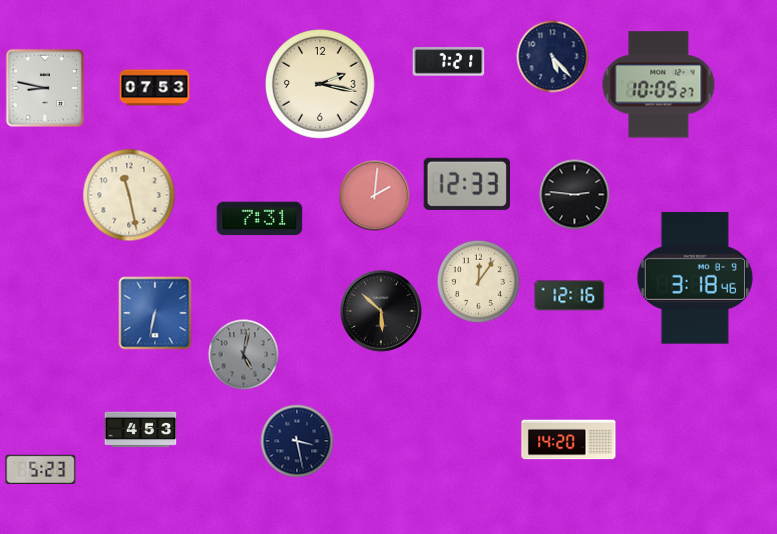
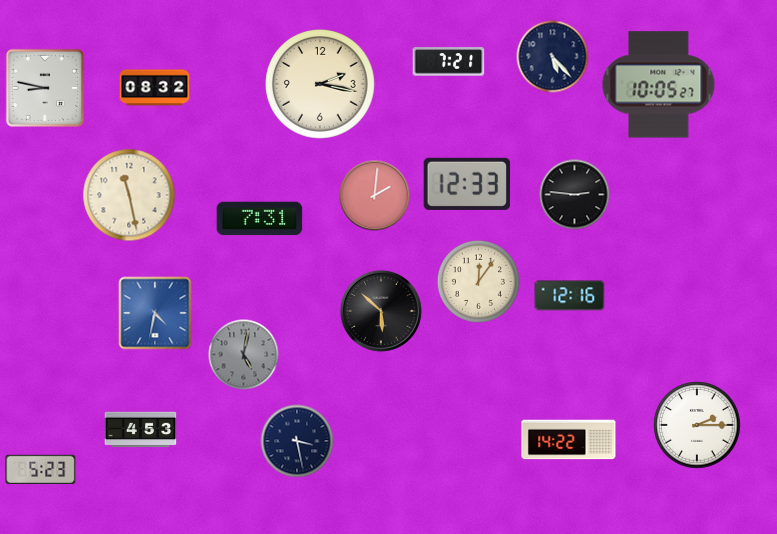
clock at (155, 88): 07:53 -> 08:32
clock at (695, 279): 3:18 -> none
clock at (155, 313): 6:32 -> 4:32
clock at (697, 425): none -> 2:15
clock at (569, 440): 14:20 -> 14:22
